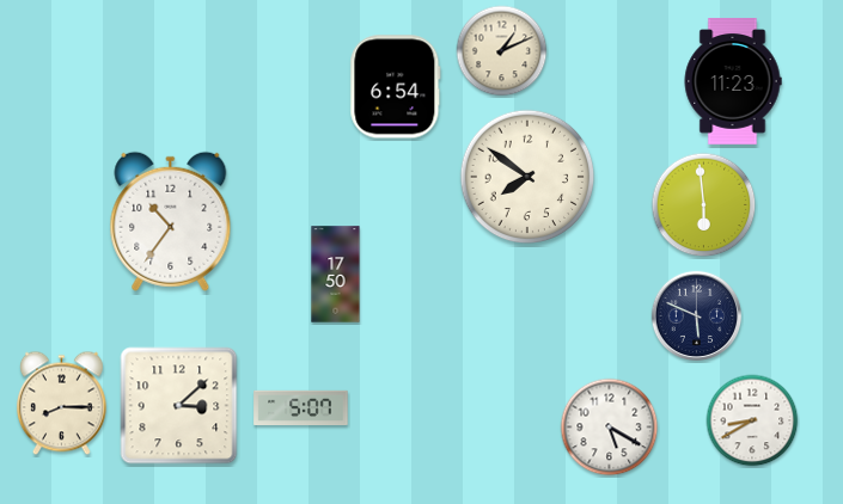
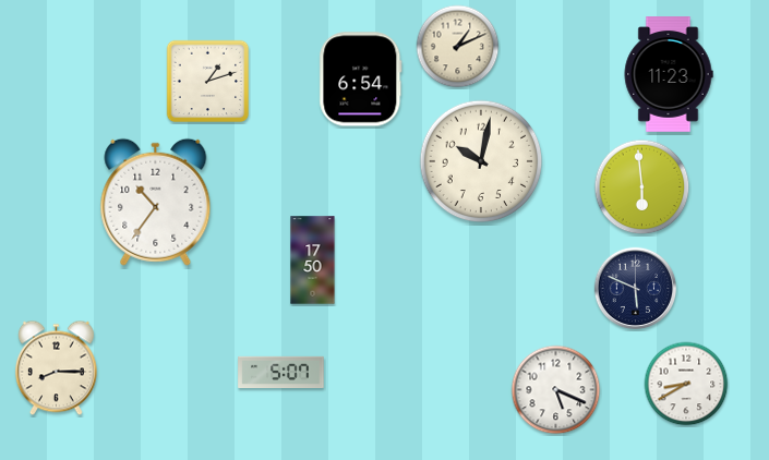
clock at (208, 82): none -> 1:12
clock at (527, 177): 7:51 -> 10:02
clock at (336, 275) position: (336, 275) -> (313, 261)
clock at (179, 406): 3:08 -> none
clock at (301, 407) position: (301, 407) -> (281, 372)
clock at (610, 428): 5:20 -> 5:19
